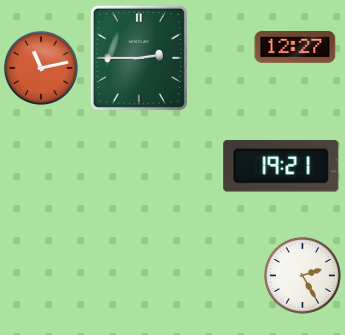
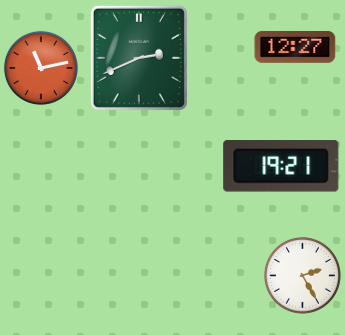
clock at (139, 58): 2:45 -> 2:41
